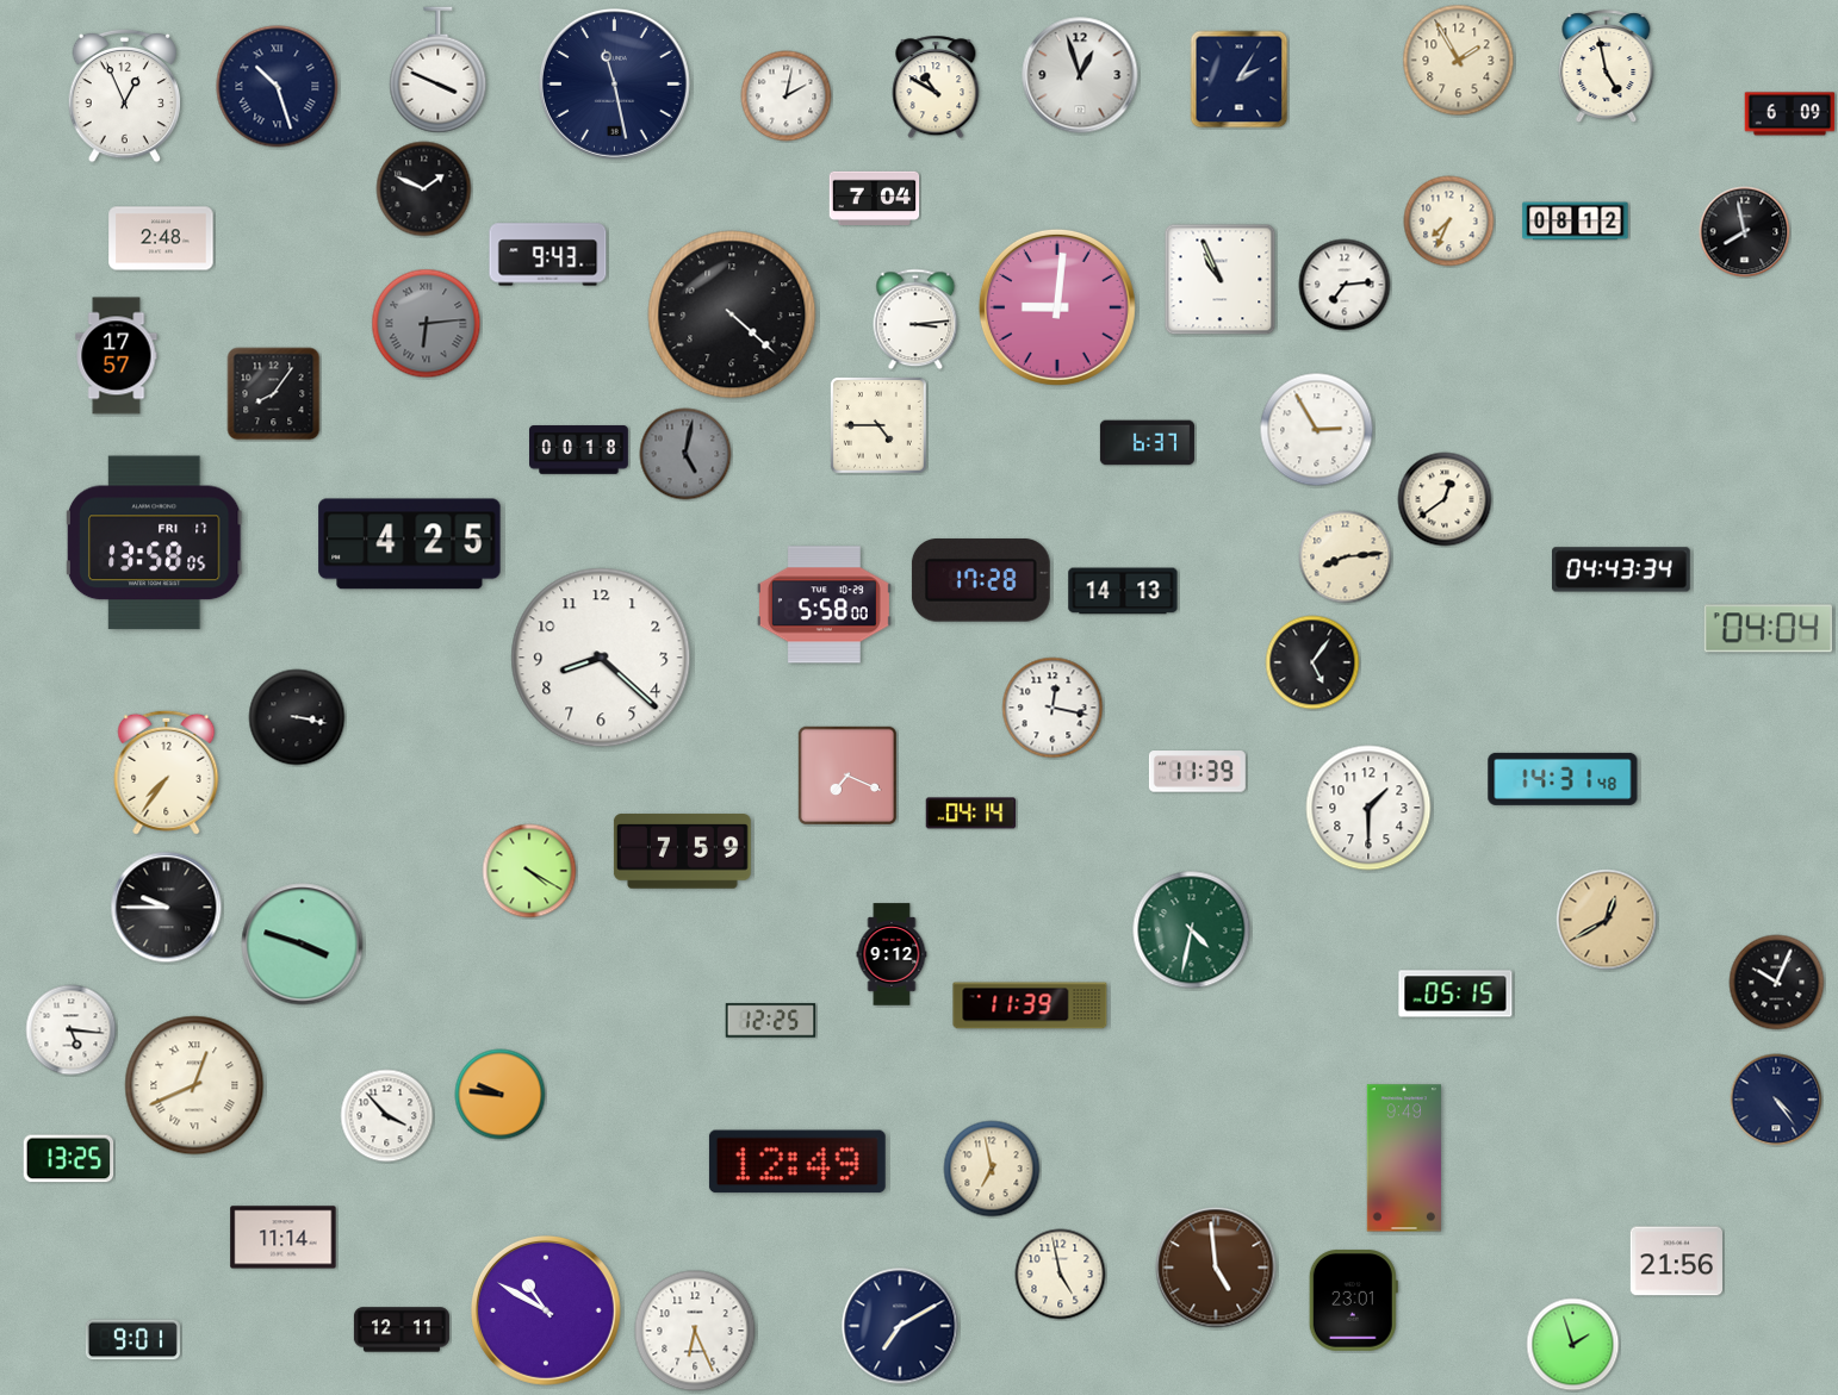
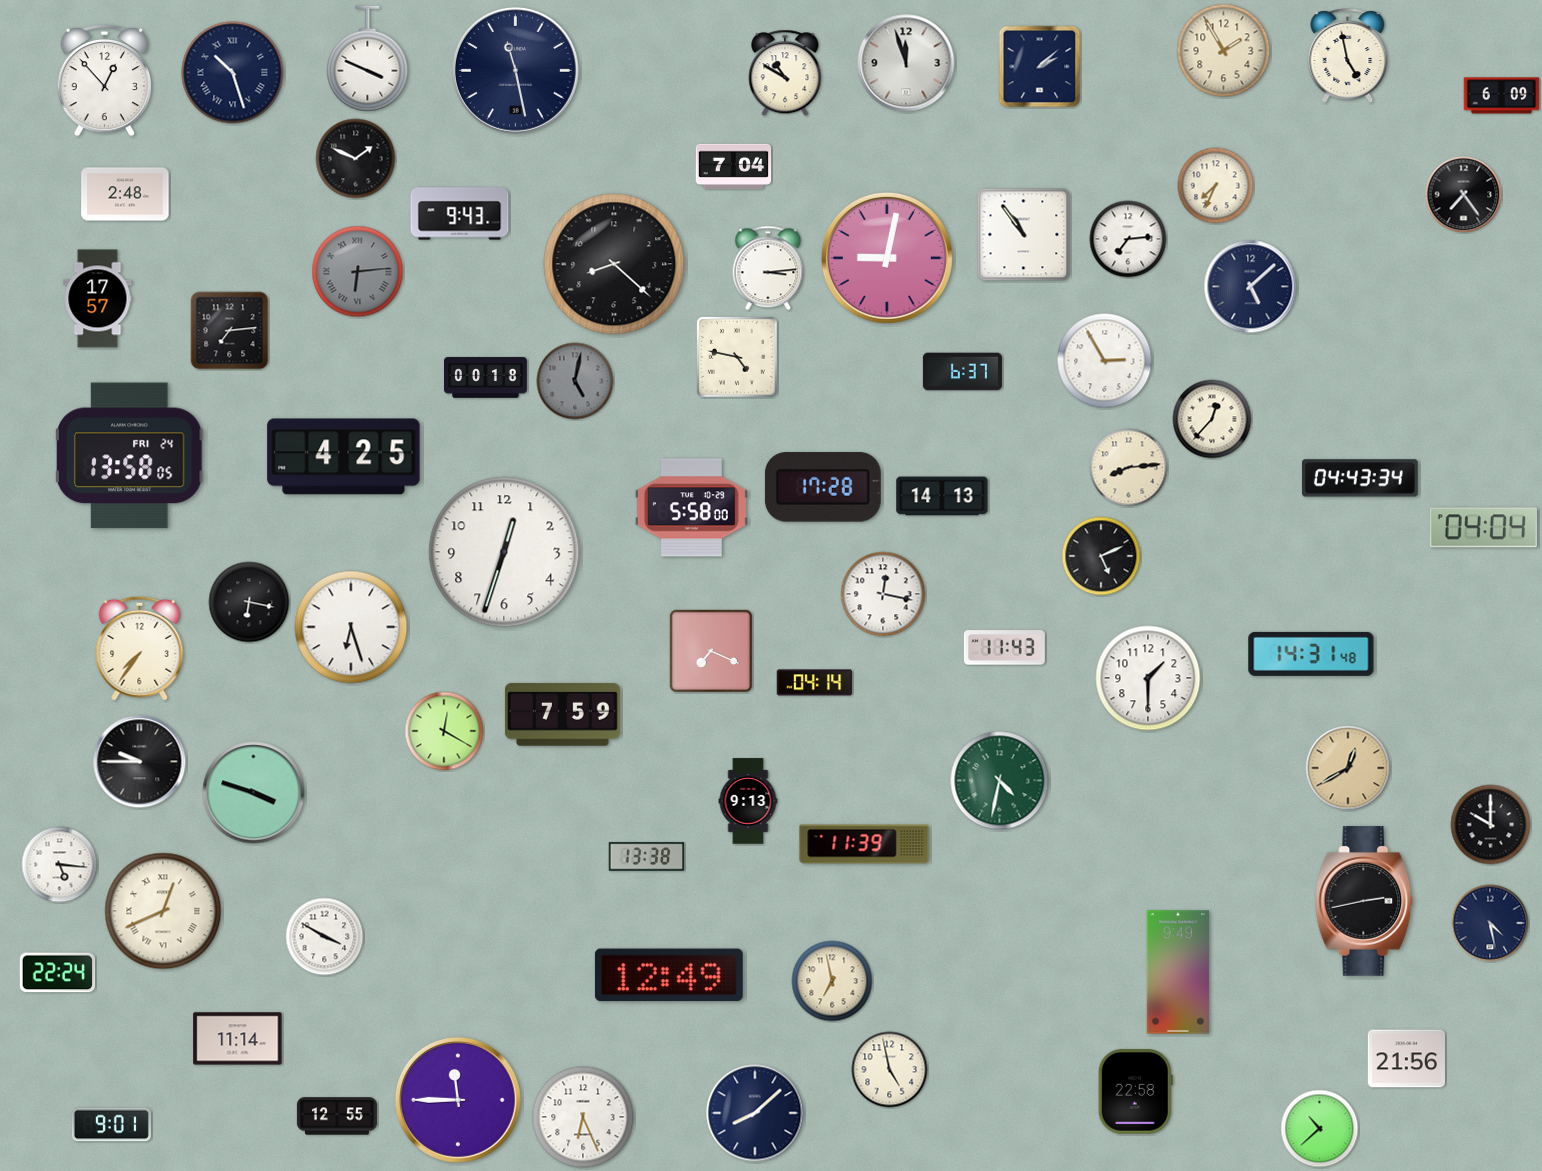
clock at (1080, 75): 12:57 -> 11:57
clock at (1240, 80): 2:05 -> 2:08
clock at (125, 95): 12:56 -> 12:53
clock at (787, 96): 2:02 -> none
clock at (1576, 222): 08:12 -> none
clock at (1745, 232): 7:58 -> 7:24
clock at (161, 238) position: (161, 238) -> (125, 194)
clock at (1221, 280): 10:56 -> 10:54
clock at (1057, 307): 9:01 -> 9:02
clock at (732, 315): 4:22 -> 8:22
clock at (1251, 287): none -> 5:08
clock at (274, 394): 8:06 -> 7:14
clock at (878, 425): 4:45 -> 4:47
clock at (1445, 499): 12:39 -> 12:37
clock at (155, 543) date: FRI 17 -> FRI 24
clock at (601, 658): 8:22 -> 12:33
clock at (1312, 662): 5:06 -> 5:11
clock at (297, 717): 3:17 -> 6:17
clock at (351, 627): none -> 6:27
clock at (1197, 772): 11:39 -> 11:43
clock at (682, 852) position: (682, 852) -> (562, 715)
clock at (529, 871): 4:20 -> 12:20
clock at (1607, 920) position: (1607, 920) -> (1348, 768)
clock at (892, 954): 9:12 -> 9:13
clock at (1777, 983): 10:04 -> 10:00
clock at (1455, 994): 05:15 -> none
clock at (771, 1021): 12:25 -> 13:38
clock at (1364, 901): none -> 2:43
clock at (501, 1095): 9:46 -> none
clock at (1776, 1100): 4:24 -> 4:28
clock at (387, 1116): 3:53 -> 3:50
clock at (69, 1159): 13:25 -> 22:24
clock at (1216, 1268): 4:59 -> none
clock at (1353, 1301): 23:01 -> 22:58
clock at (546, 1310): 10:50 -> 11:45
clock at (900, 1326): 7:10 -> 8:08
clock at (402, 1329): 12:11 -> 12:55
clock at (1573, 1345): 1:57 -> 10:38
